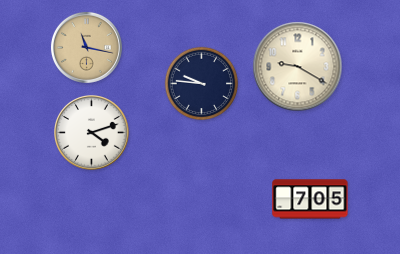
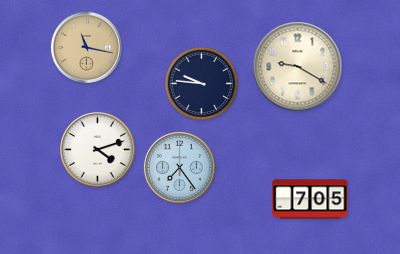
clock at (92, 133) position: (92, 133) -> (98, 150)
clock at (179, 167): none -> 7:24
